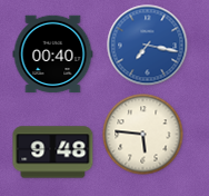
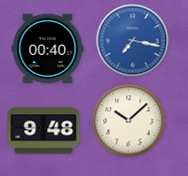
clock at (143, 135): 5:46 -> 10:08
clock at (53, 153) position: (53, 153) -> (44, 131)
